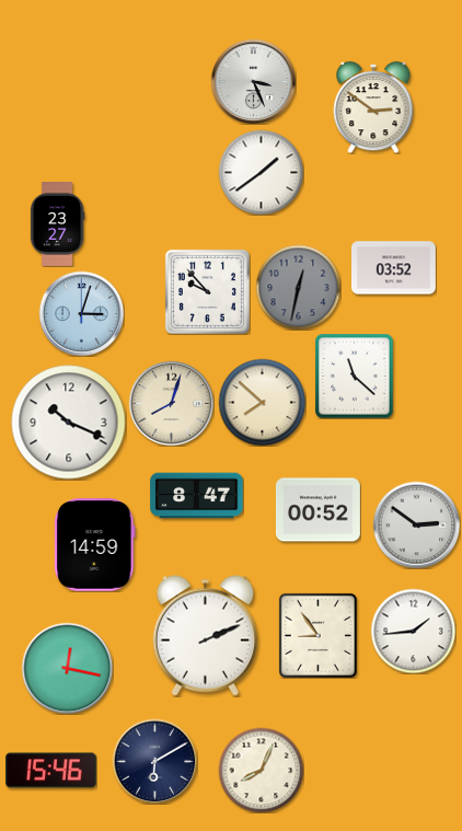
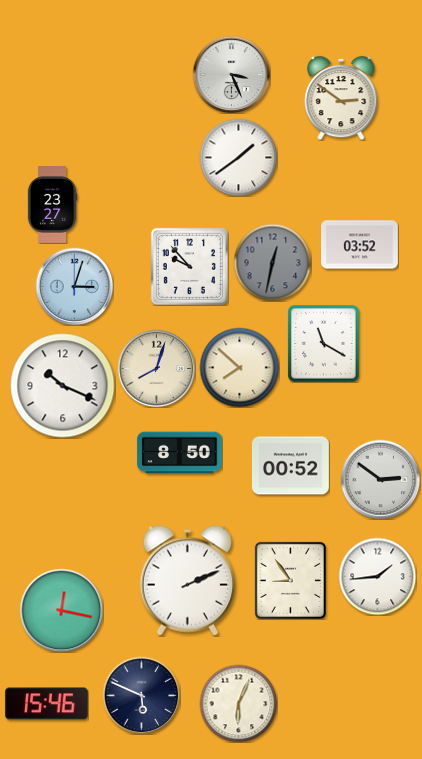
clock at (355, 376): 11:22 -> 11:20
clock at (197, 496): 8:47 -> 8:50
clock at (95, 545): 14:59 -> none
clock at (154, 761): 6:10 -> 5:49
clock at (261, 770): 8:04 -> 6:04
